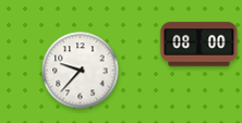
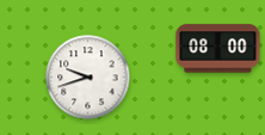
clock at (81, 71): 9:37 -> 9:42
